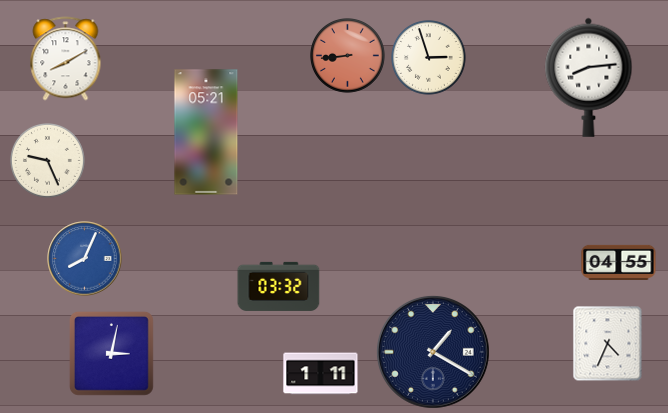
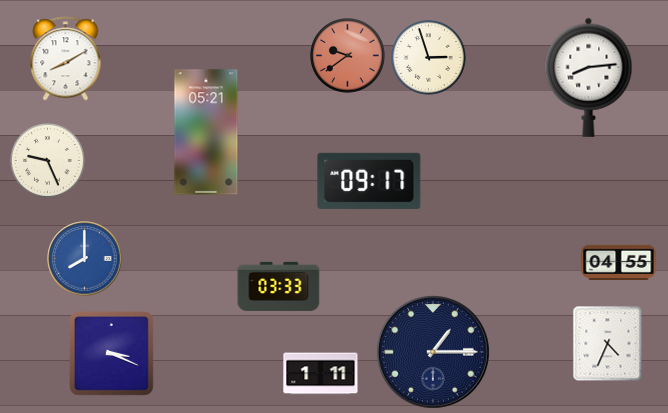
clock at (348, 56): 8:44 -> 9:39
clock at (369, 181): none -> 09:17
clock at (85, 259): 8:04 -> 8:00
clock at (279, 286): 03:32 -> 03:33
clock at (433, 352): 1:20 -> 1:15
clock at (111, 353): 3:02 -> 3:19
